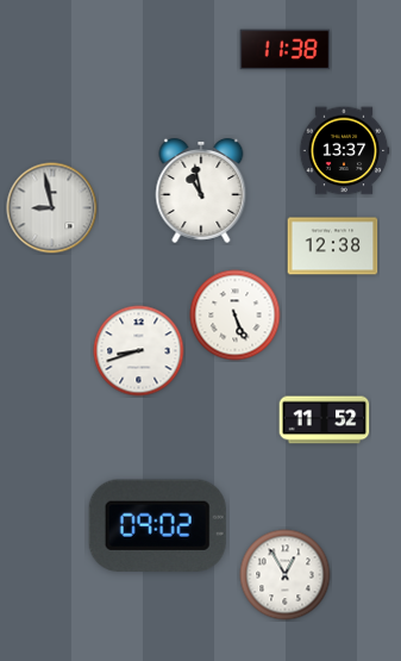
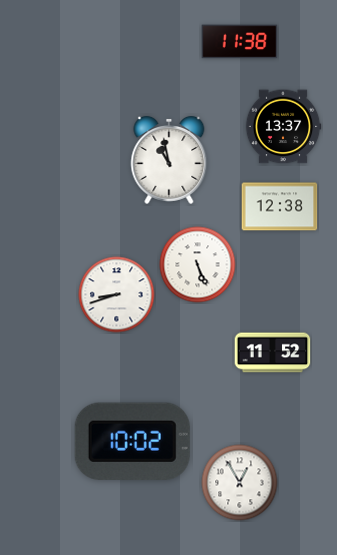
clock at (344, 151) position: (344, 151) -> (283, 127)
clock at (52, 208): 8:58 -> none
clock at (157, 525): 09:02 -> 10:02
